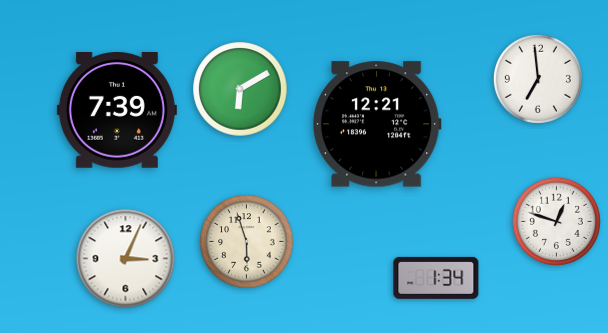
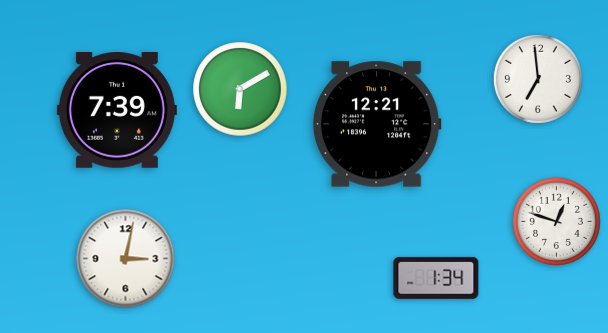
clock at (247, 242): 5:57 -> none
clock at (126, 259): 3:04 -> 3:02
